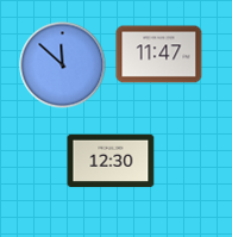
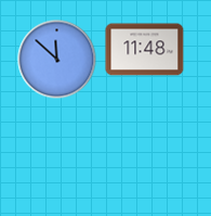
clock at (159, 55): 11:47 -> 11:48
clock at (111, 161): 12:30 -> none
